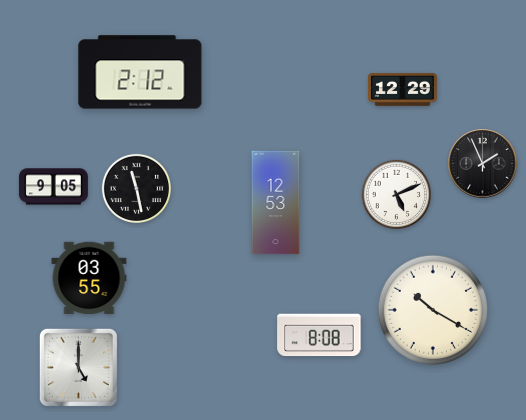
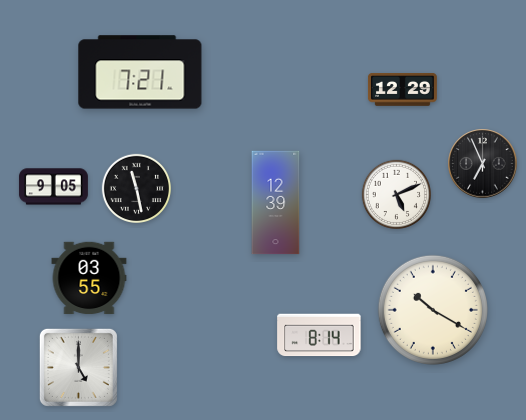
clock at (140, 72): 2:12 -> 7:21
clock at (483, 164): 1:56 -> 6:56
clock at (276, 203): 12:53 -> 12:39
clock at (319, 335): 8:08 -> 8:14
